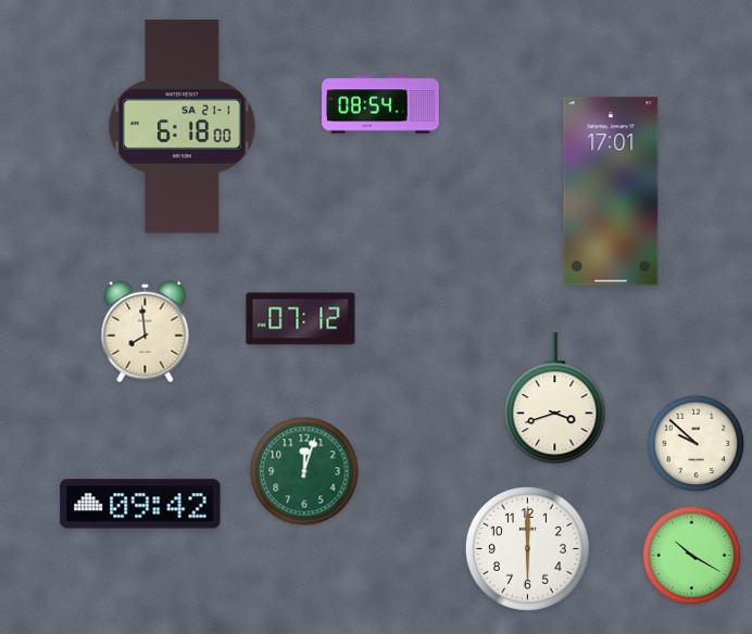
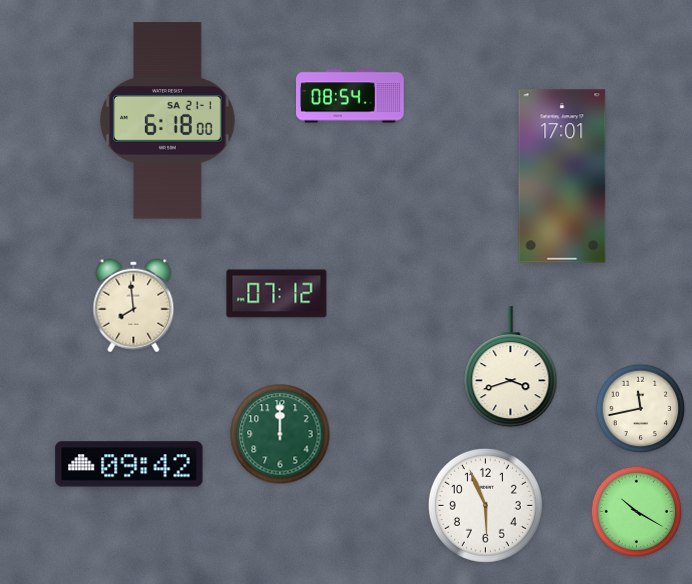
clock at (183, 127) position: (183, 127) -> (168, 121)
clock at (697, 444): 9:52 -> 11:43
clock at (304, 471): 12:03 -> 12:00
clock at (527, 548): 6:00 -> 5:56
